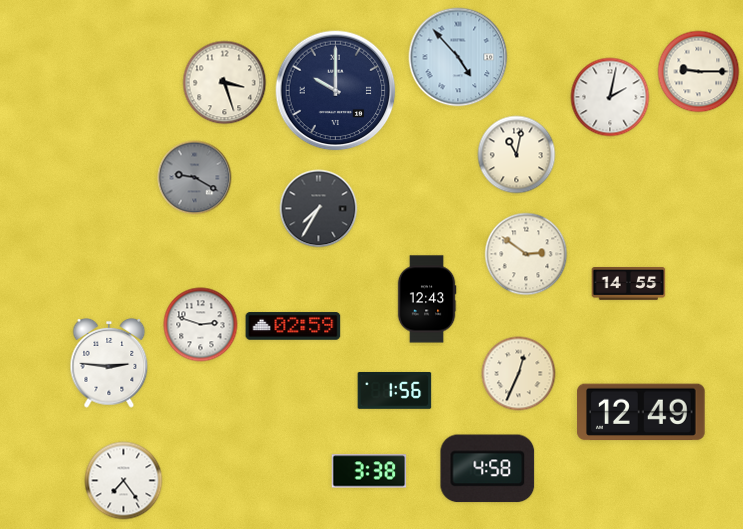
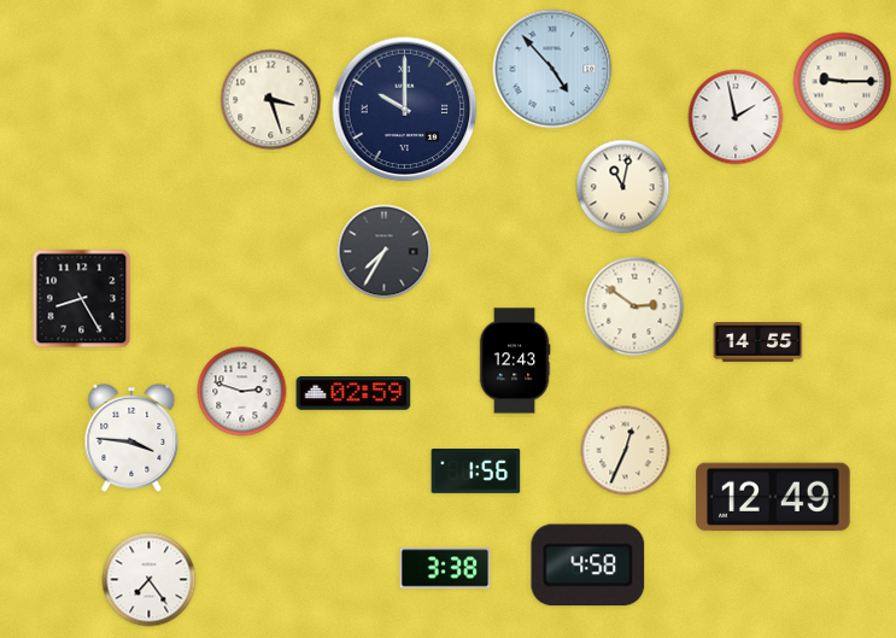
clock at (699, 72) position: (699, 72) -> (843, 82)
clock at (610, 97): 2:02 -> 1:58
clock at (195, 178): 9:20 -> none
clock at (82, 299): none -> 8:25
clock at (109, 363): 2:46 -> 3:46
